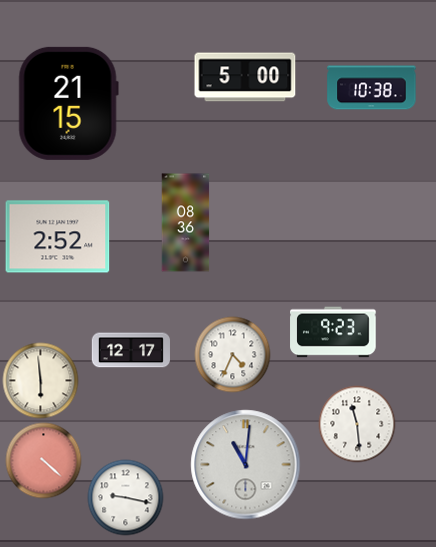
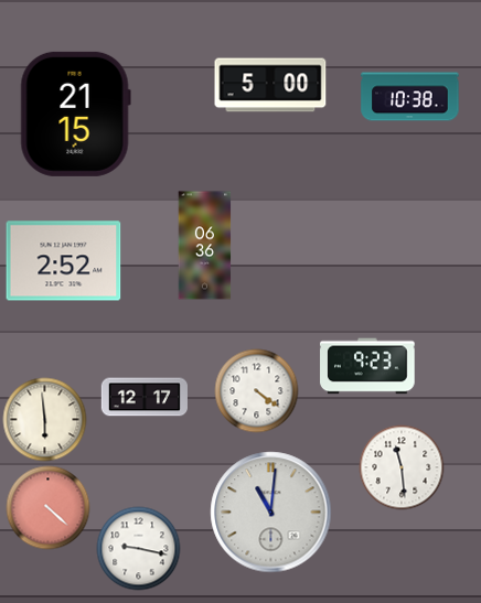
clock at (186, 223): 08:36 -> 06:36
clock at (131, 350) position: (131, 350) -> (145, 397)
clock at (233, 355): 4:34 -> 4:21
clock at (357, 424) position: (357, 424) -> (402, 467)
